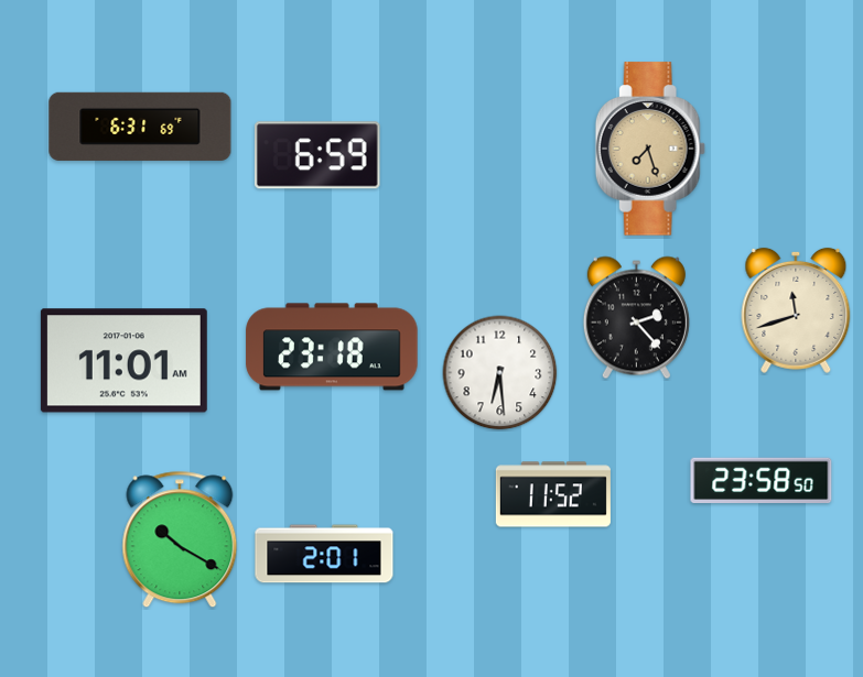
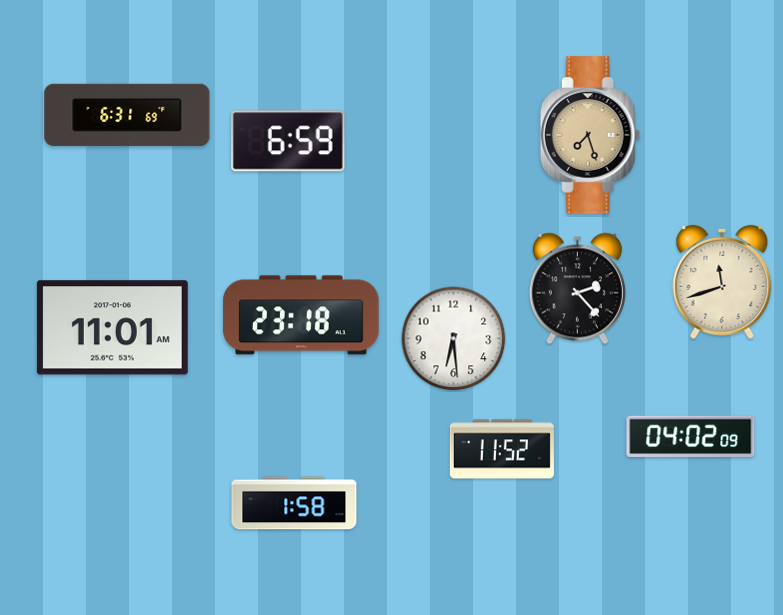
clock at (762, 480): 23:58 -> 04:02
clock at (180, 539): 10:20 -> none
clock at (324, 554): 2:01 -> 1:58
